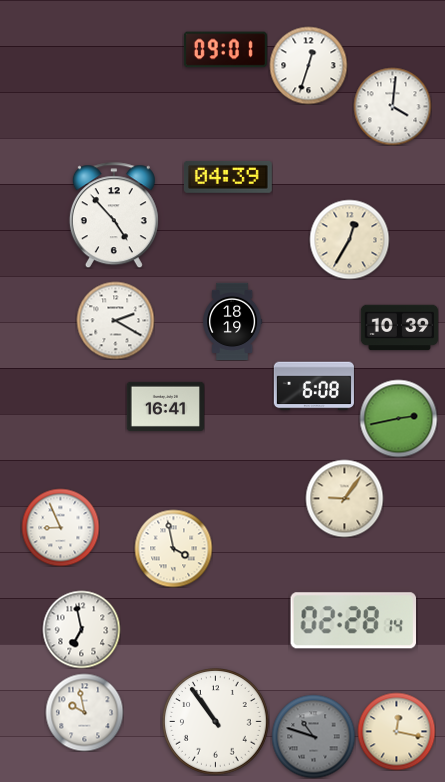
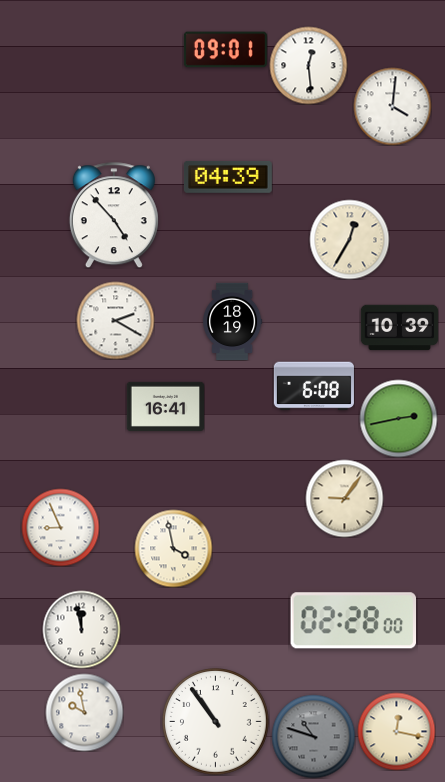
clock at (308, 65): 12:33 -> 12:29
clock at (353, 621): 02:28:14 -> 02:28:00
clock at (81, 629): 6:58 -> 11:58
